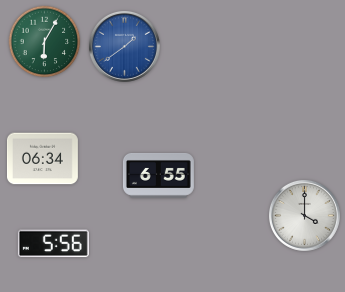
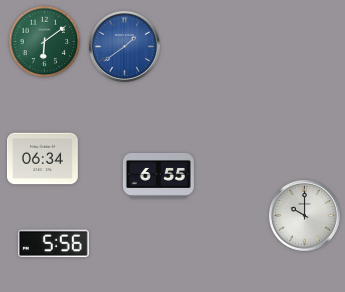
clock at (45, 42): 6:05 -> 6:09
clock at (304, 215): 4:00 -> 10:00
